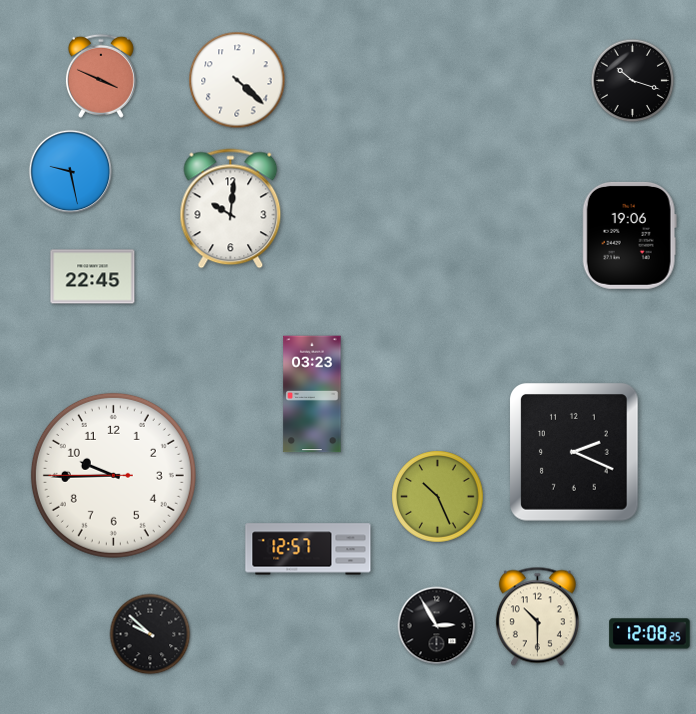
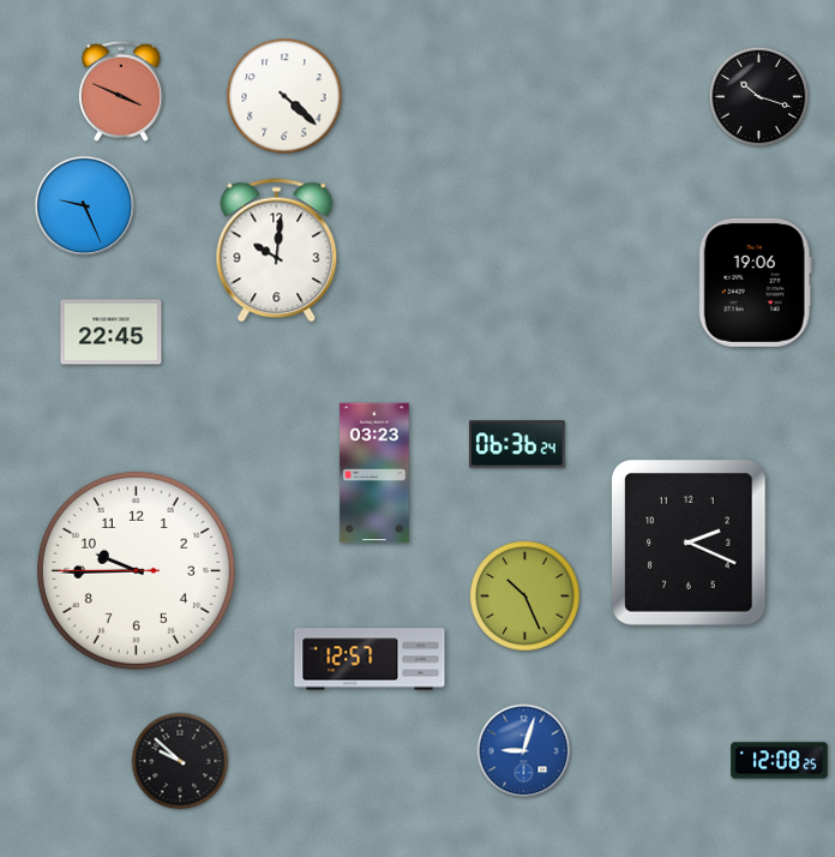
clock at (71, 172): 9:28 -> 9:26
clock at (517, 444): none -> 06:36
clock at (537, 617): 10:30 -> none
clock at (437, 626): 2:55 -> 9:03
clock at (437, 626) dial: black -> blue
